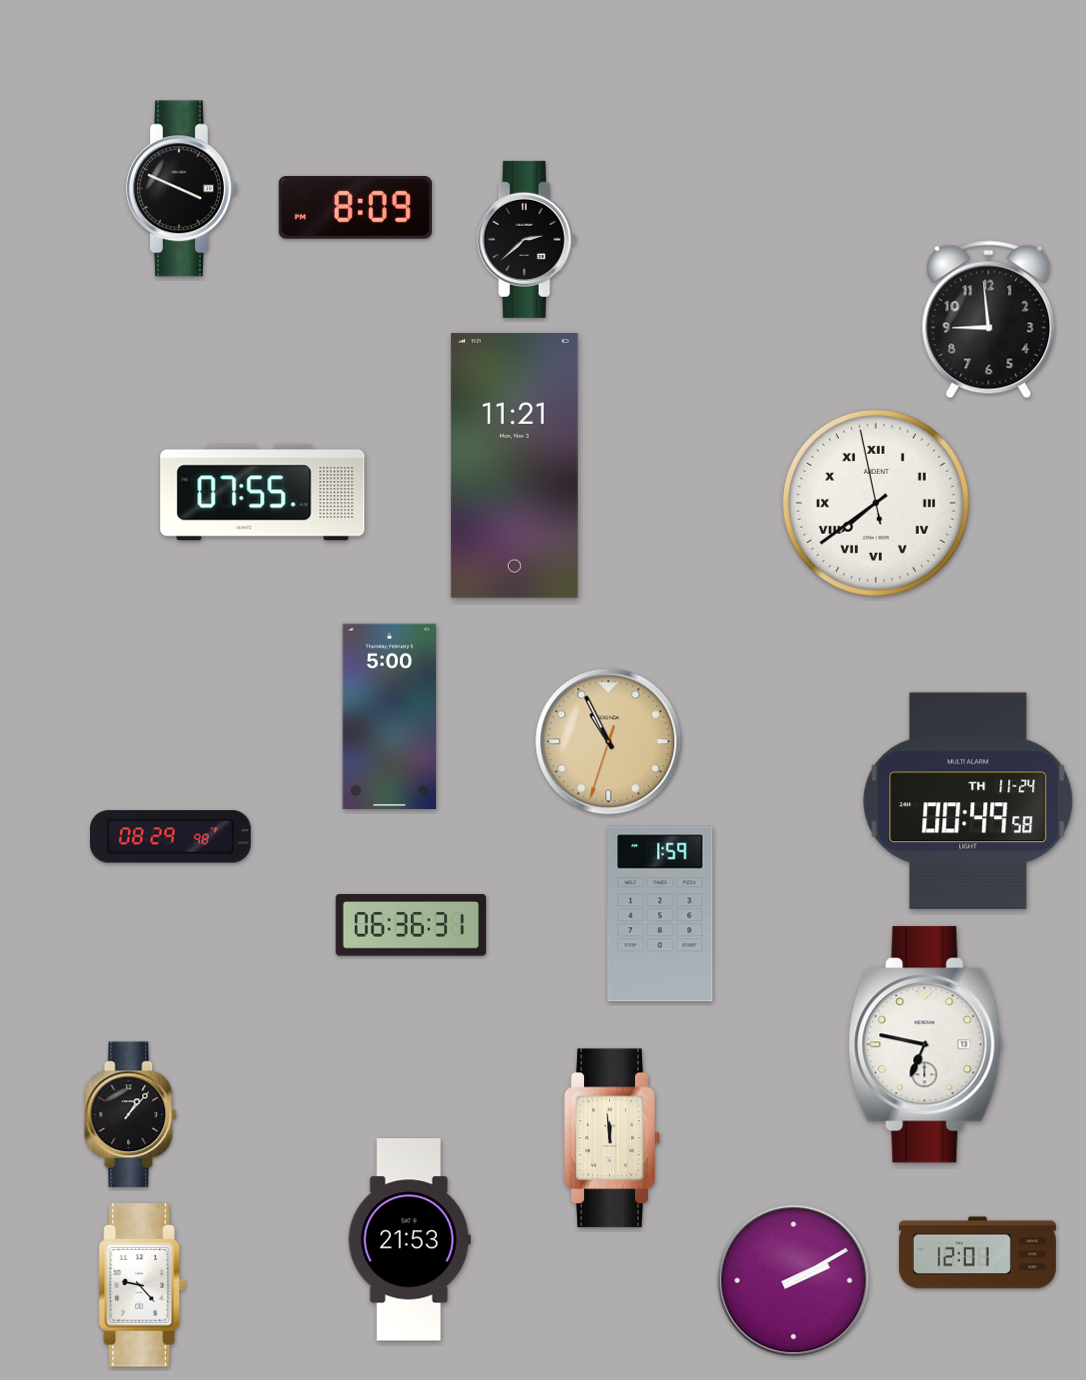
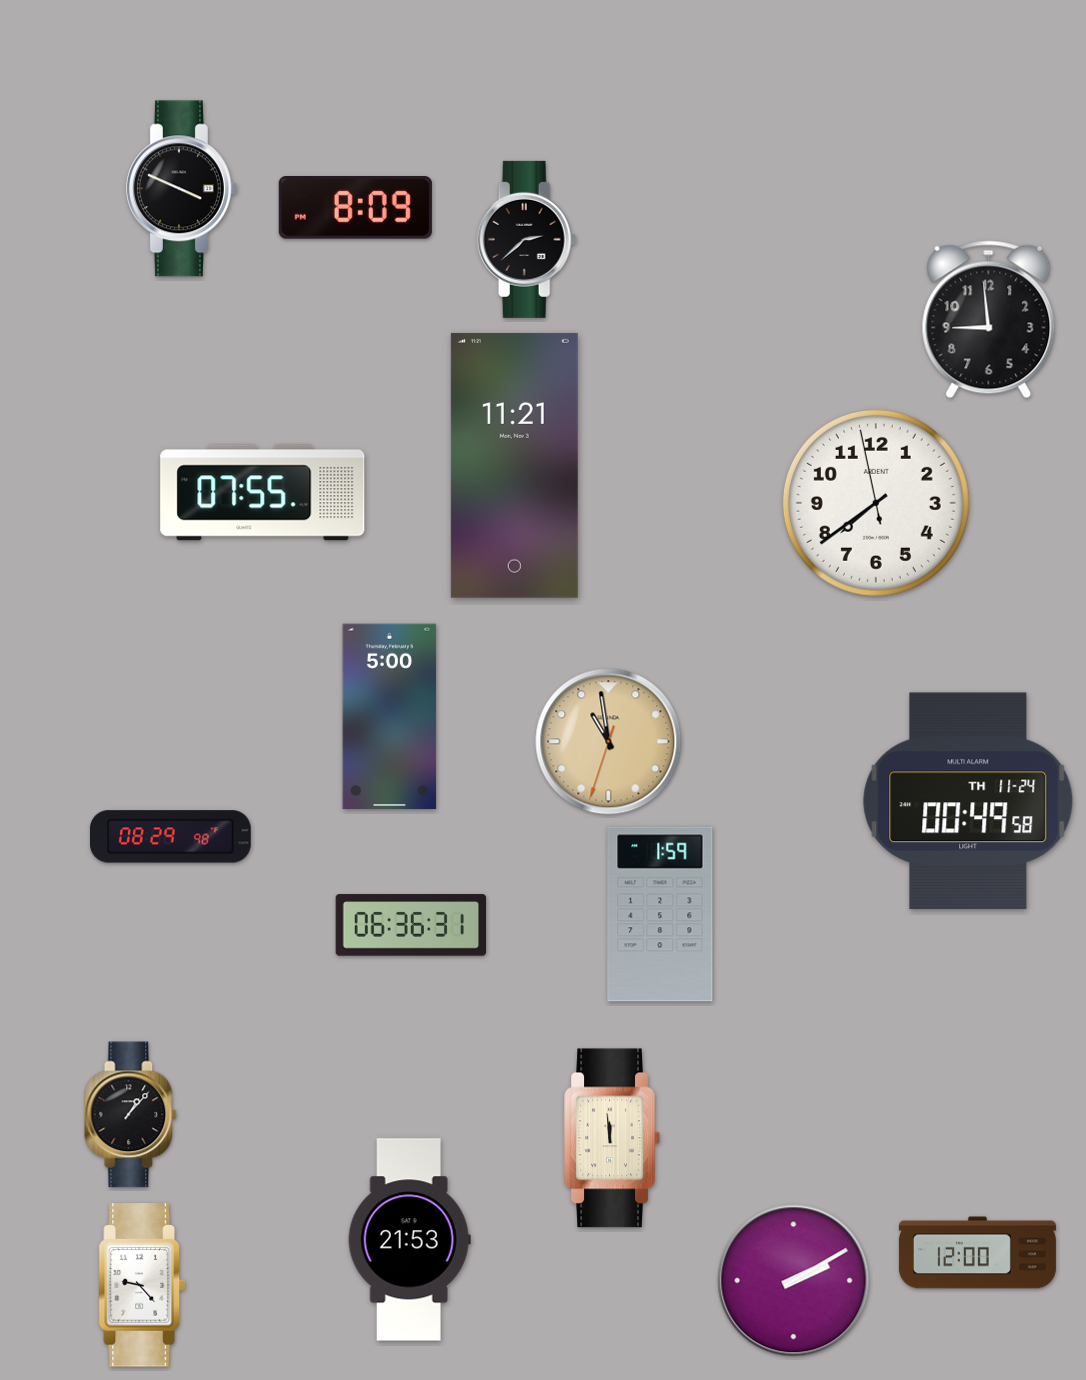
clock at (876, 503) numerals: Roman -> Arabic
clock at (609, 742): 10:55 -> 10:58
clock at (926, 1045): 6:47 -> none
clock at (977, 1253): 12:01 -> 12:00
